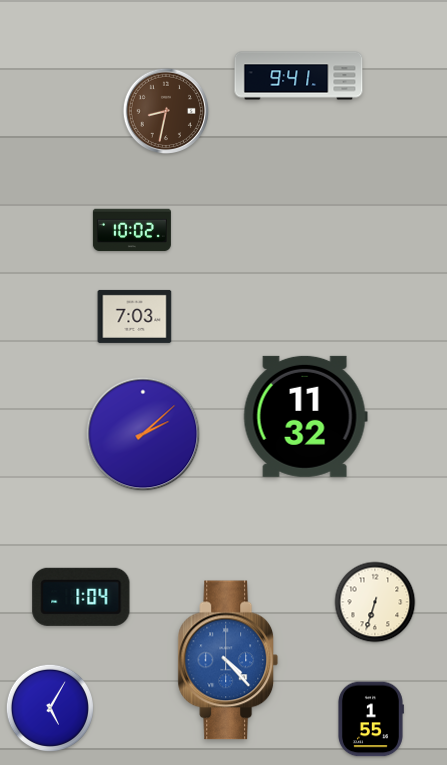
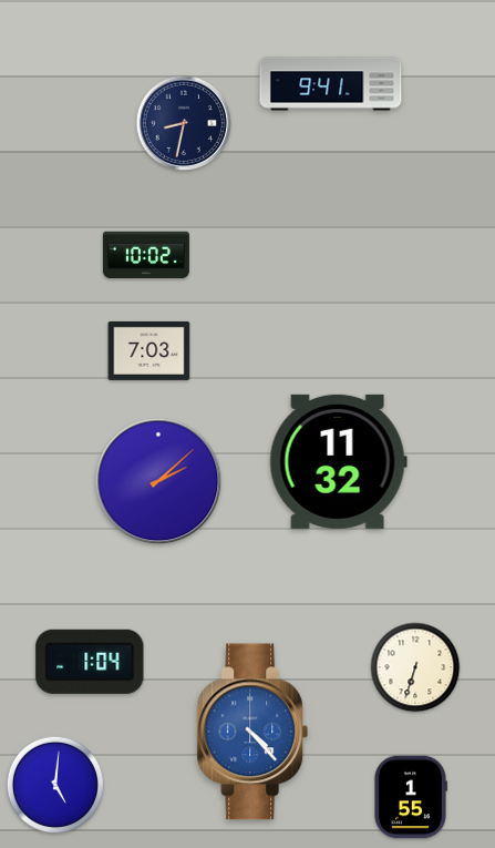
clock at (166, 111) dial: brown -> navy
clock at (49, 707): 5:05 -> 5:01
